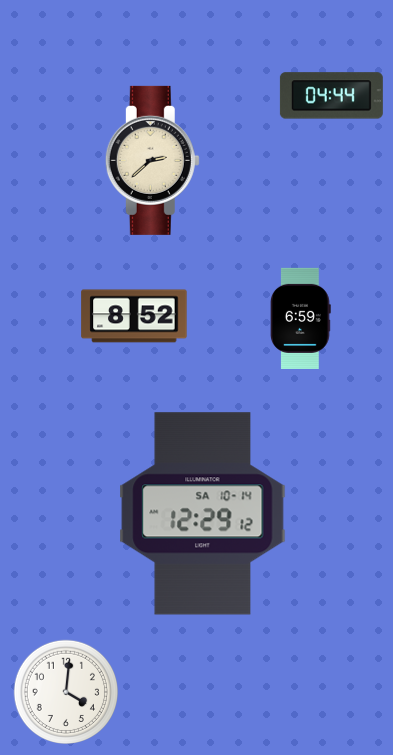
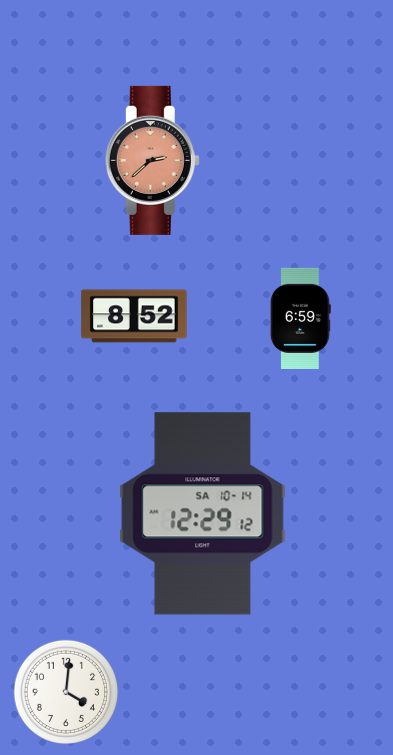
clock at (331, 96): 04:44 -> none
clock at (152, 160) dial: cream -> salmon
